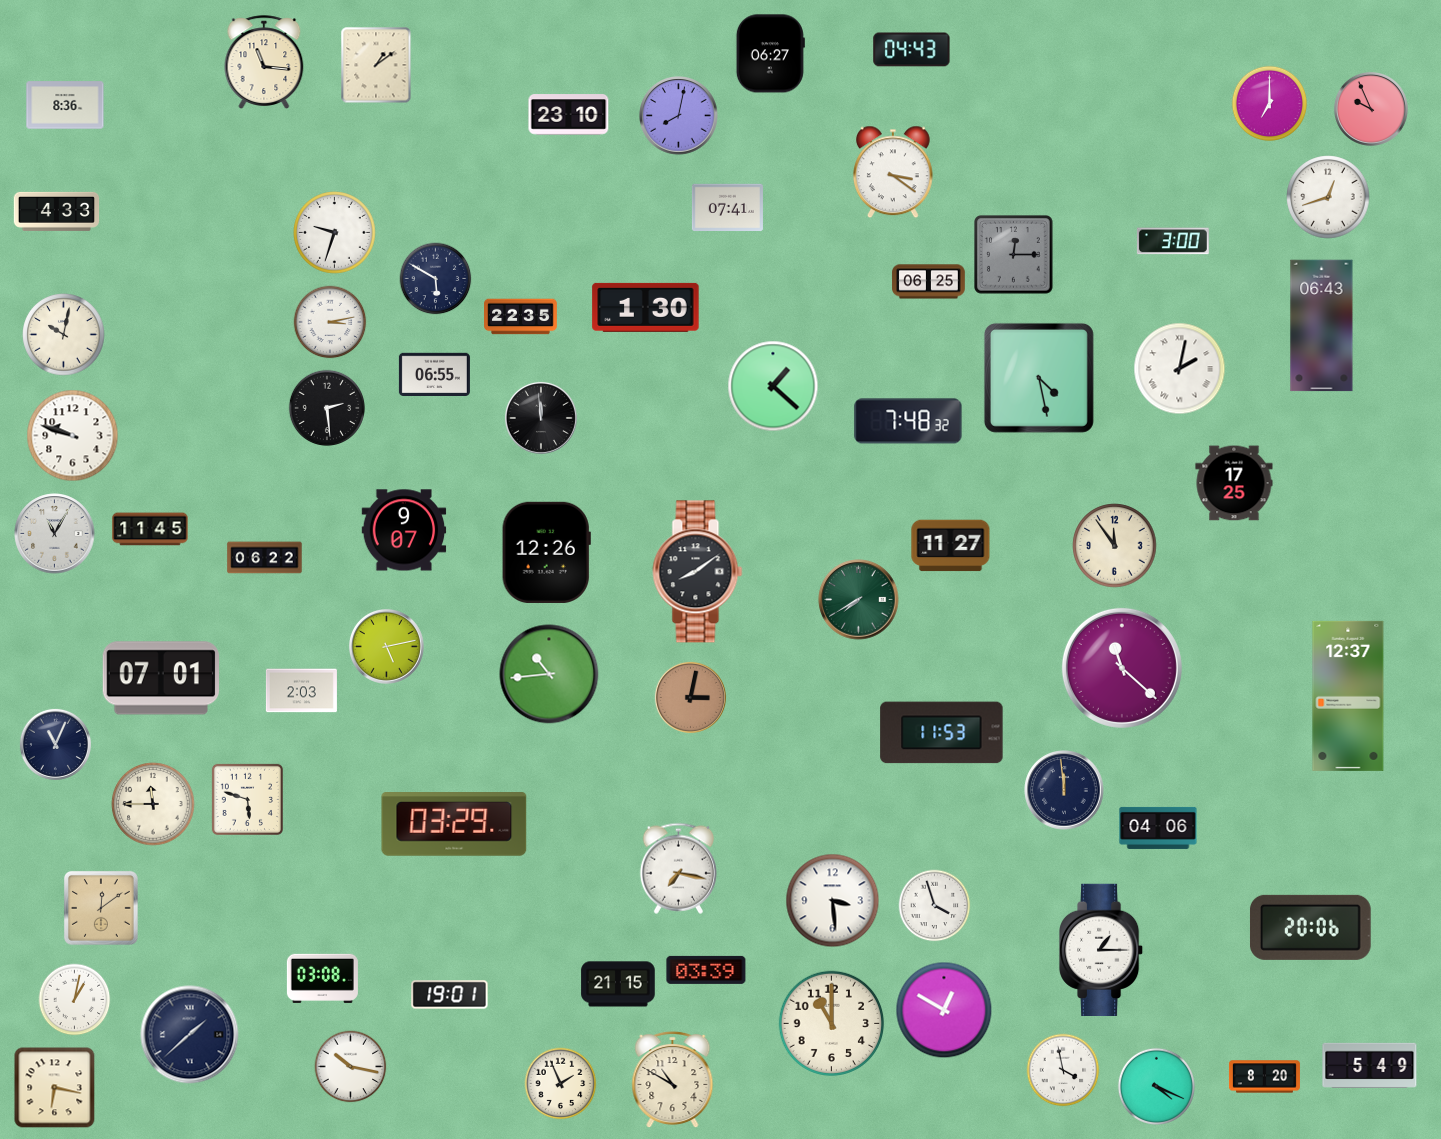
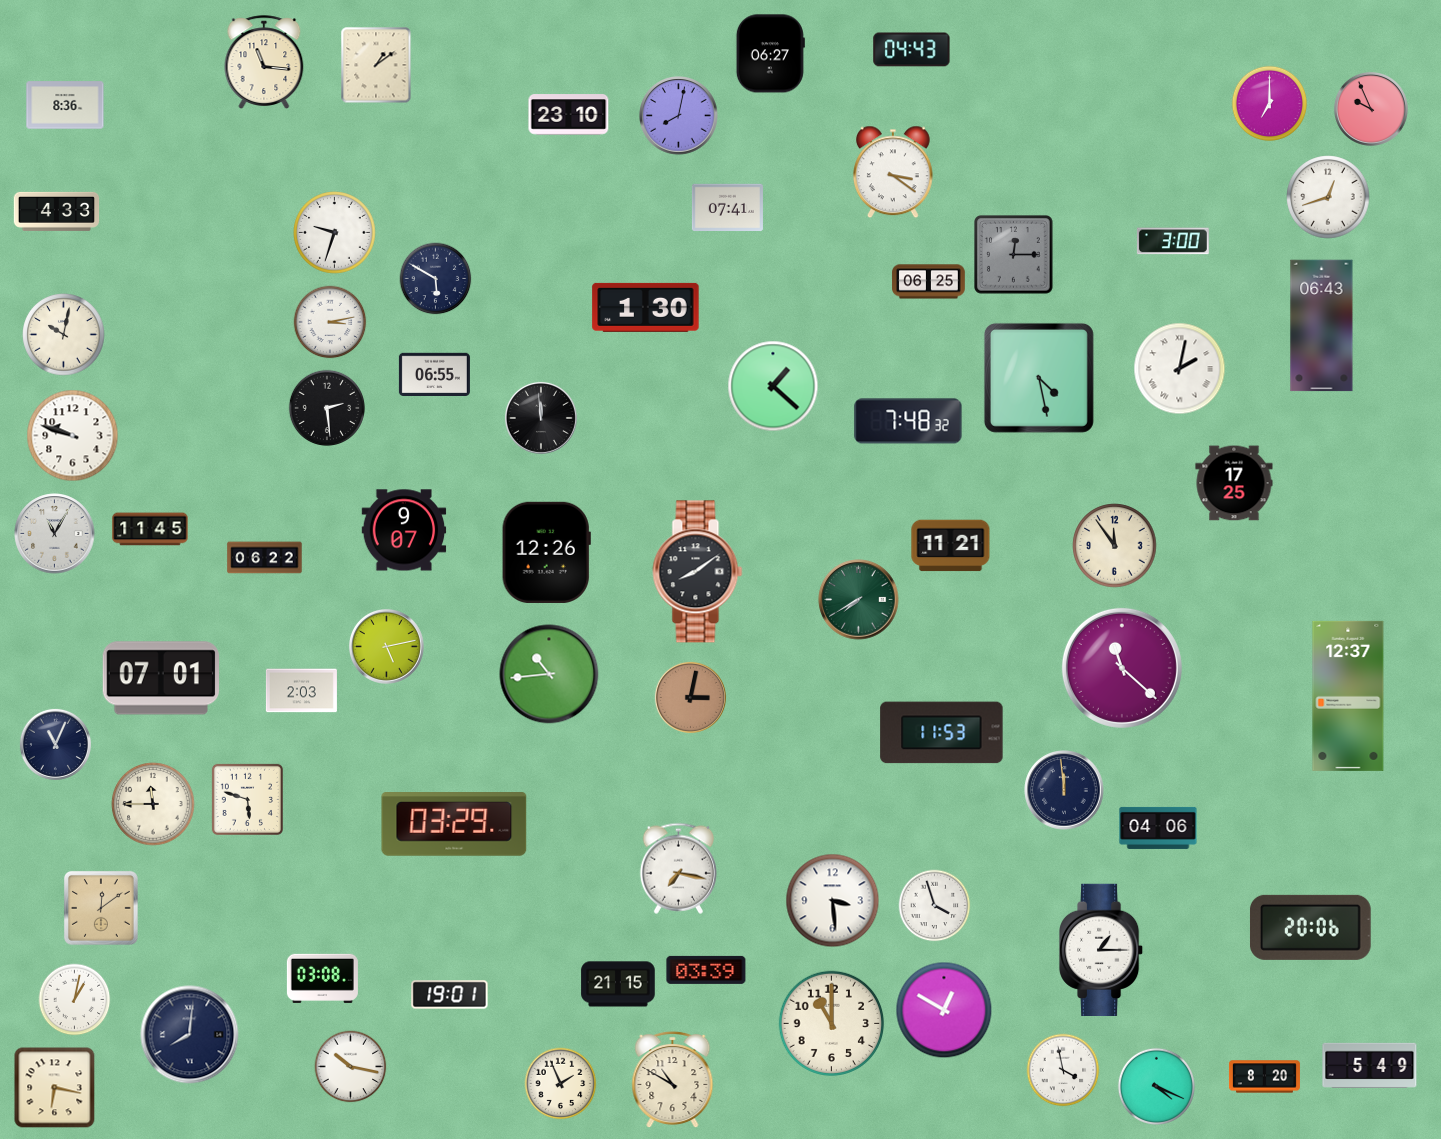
clock at (521, 317): 22:35 -> none
clock at (951, 546): 11:27 -> 11:21
clock at (190, 1035): 1:38 -> 8:01
